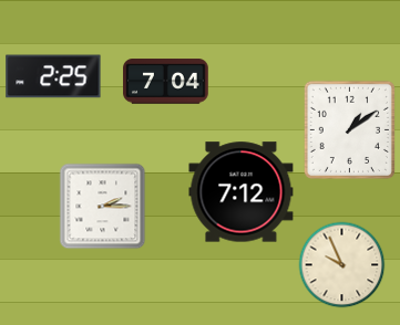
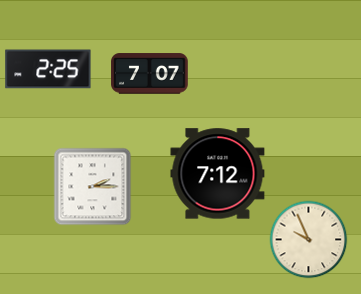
clock at (166, 82): 7:04 -> 7:07
clock at (349, 129): 1:09 -> none
